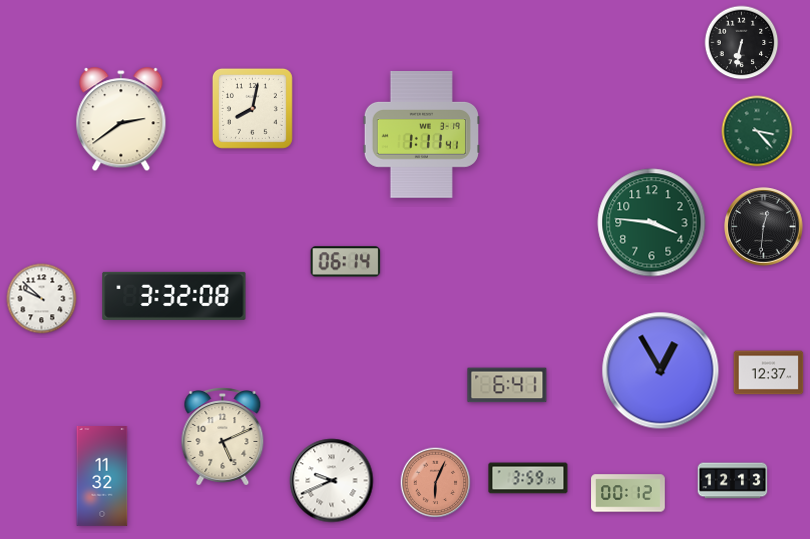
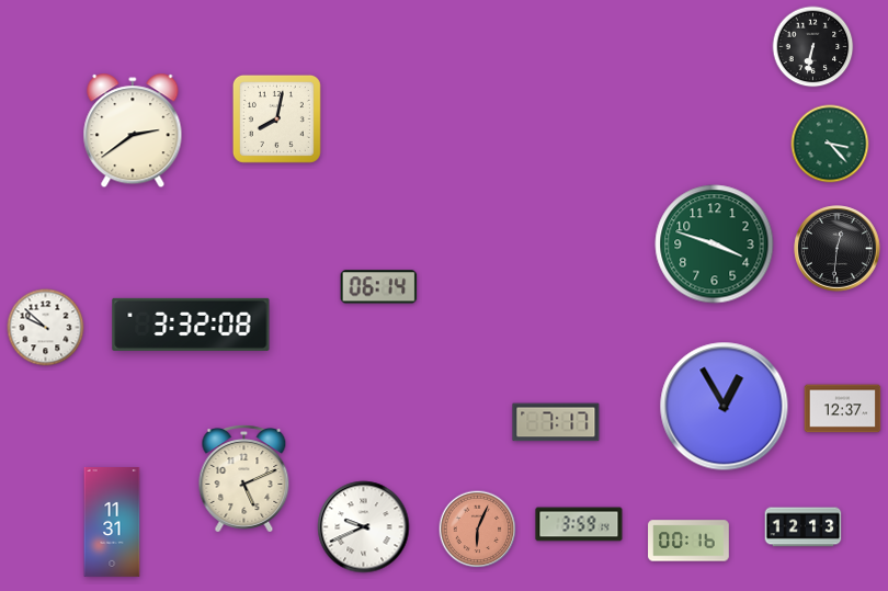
clock at (421, 135): 1:11 -> none
clock at (652, 223): 3:46 -> 3:48
clock at (507, 385): 6:41 -> 7:17
clock at (102, 477): 11:32 -> 11:31
clock at (628, 493): 00:12 -> 00:16
